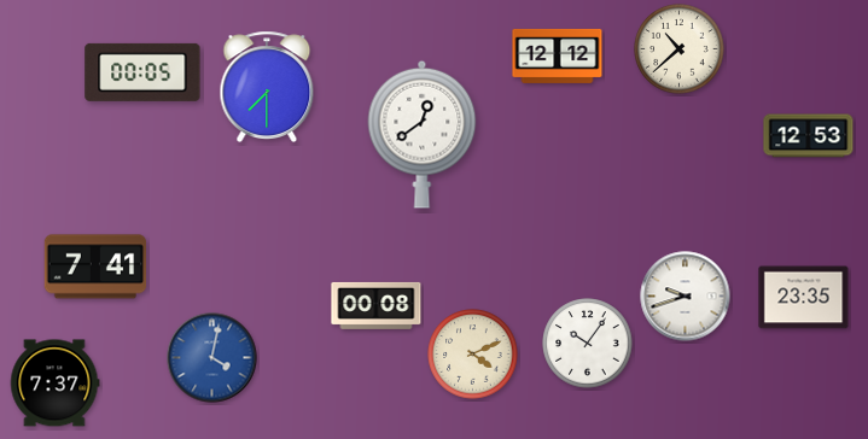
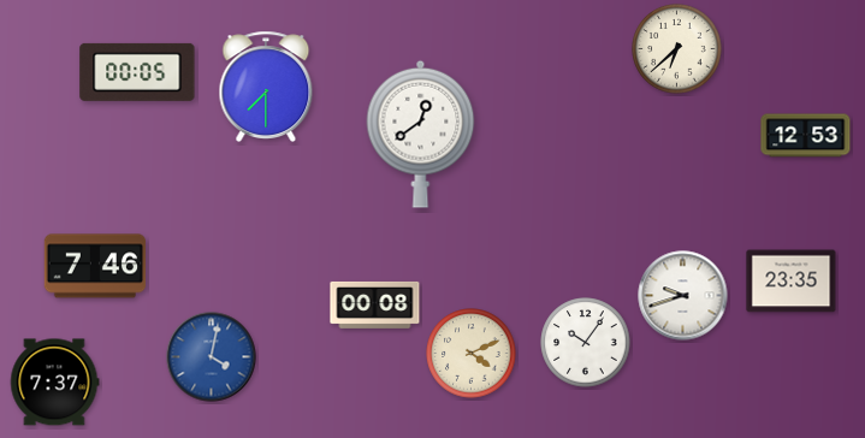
clock at (680, 49): 10:38 -> 6:38
clock at (558, 55): 12:12 -> none
clock at (142, 72) position: (142, 72) -> (137, 72)
clock at (95, 267): 7:41 -> 7:46
clock at (804, 298) position: (804, 298) -> (792, 282)
